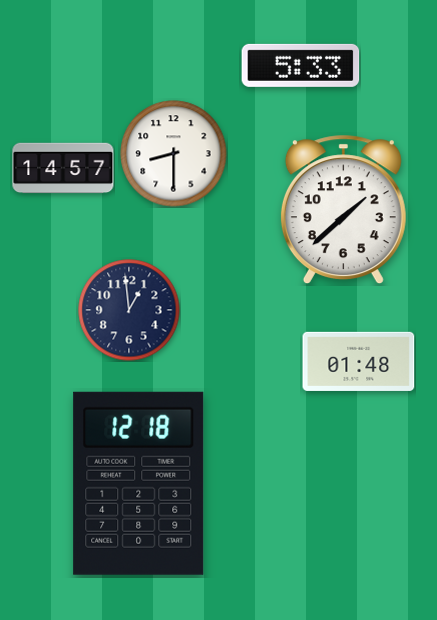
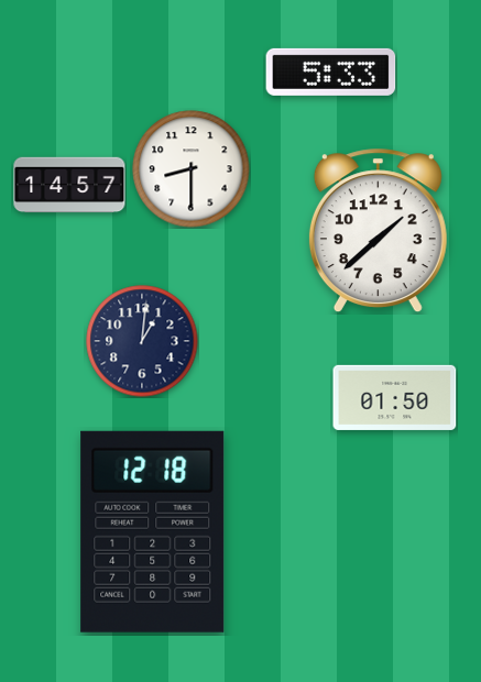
clock at (129, 310): 12:59 -> 1:01
clock at (359, 361): 01:48 -> 01:50
